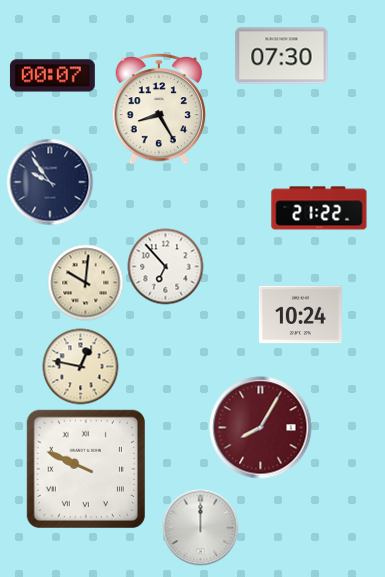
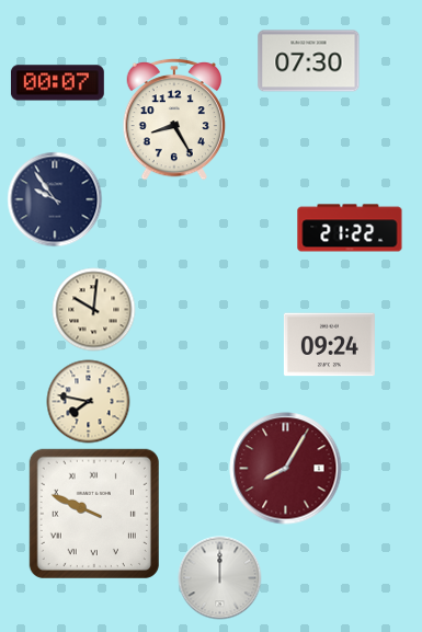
clock at (166, 267): 6:53 -> none
clock at (300, 315): 10:24 -> 09:24
clock at (81, 367): 12:47 -> 7:47
